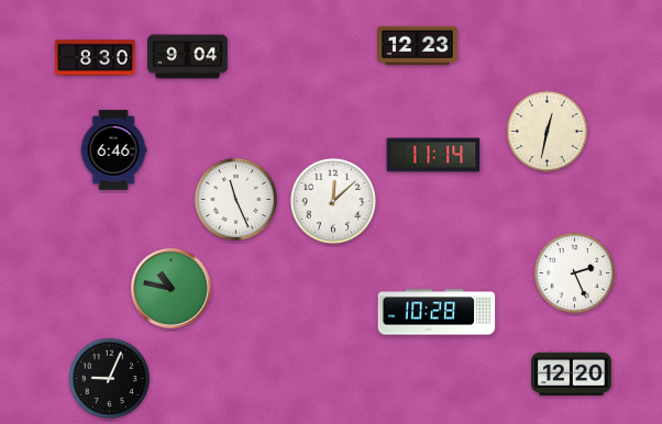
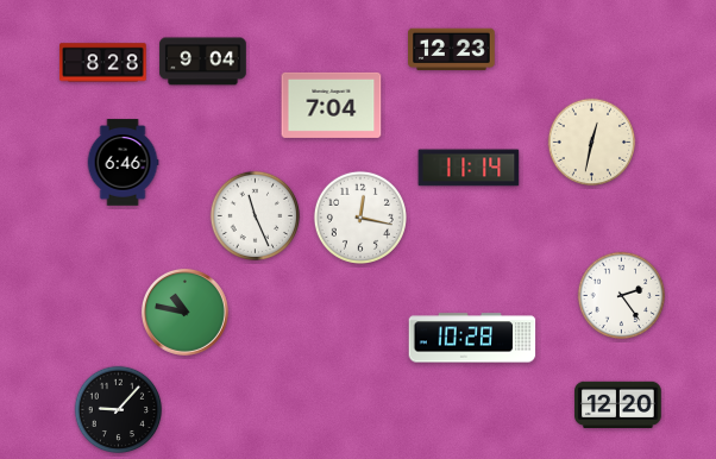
clock at (96, 58): 8:30 -> 8:28
clock at (332, 105): none -> 7:04
clock at (333, 201): 12:08 -> 12:17
clock at (575, 274): 2:26 -> 2:24
clock at (110, 379): 9:04 -> 9:07
